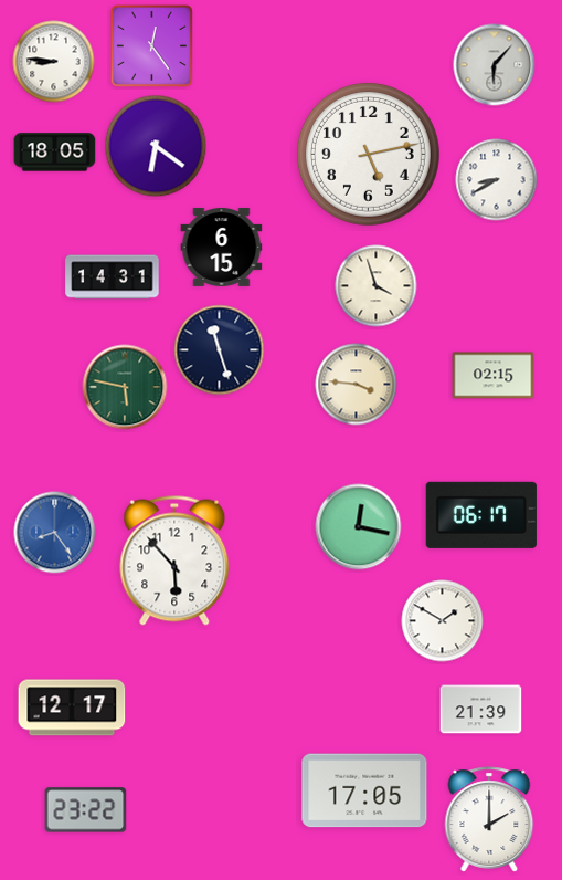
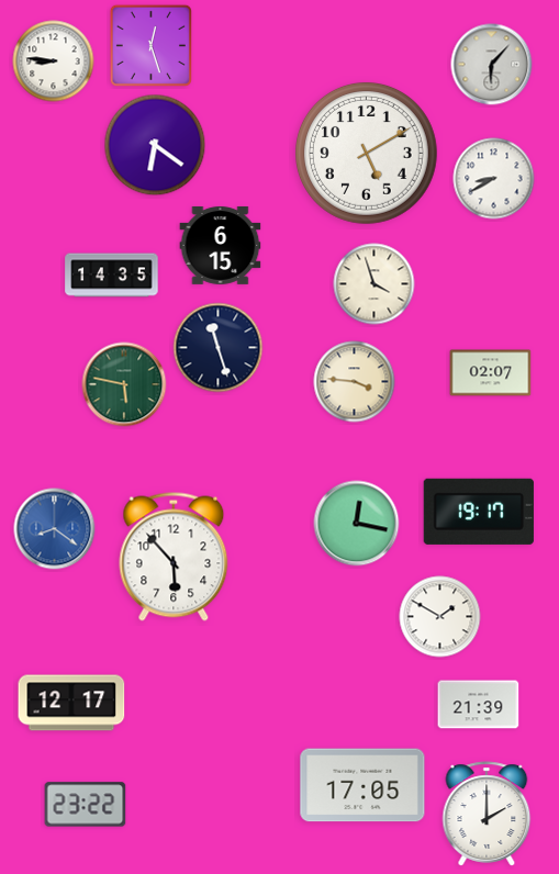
clock at (151, 45): 12:24 -> 12:27
clock at (55, 153): 18:05 -> none
clock at (368, 154): 5:13 -> 5:10
clock at (113, 277): 14:31 -> 14:35
clock at (494, 376): 02:15 -> 02:07
clock at (481, 515): 06:17 -> 19:17
clock at (55, 533): 8:24 -> 8:21
